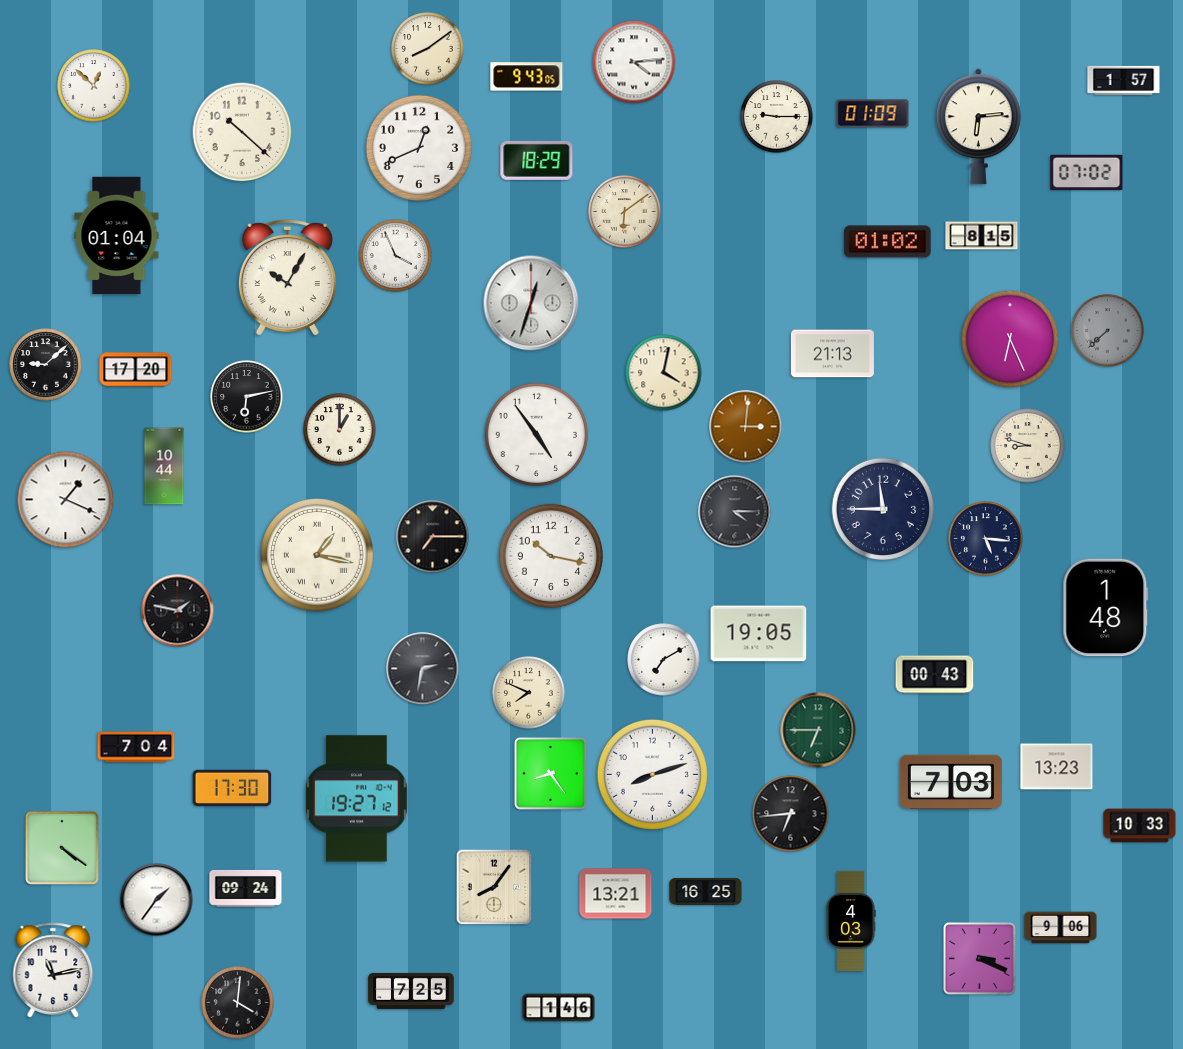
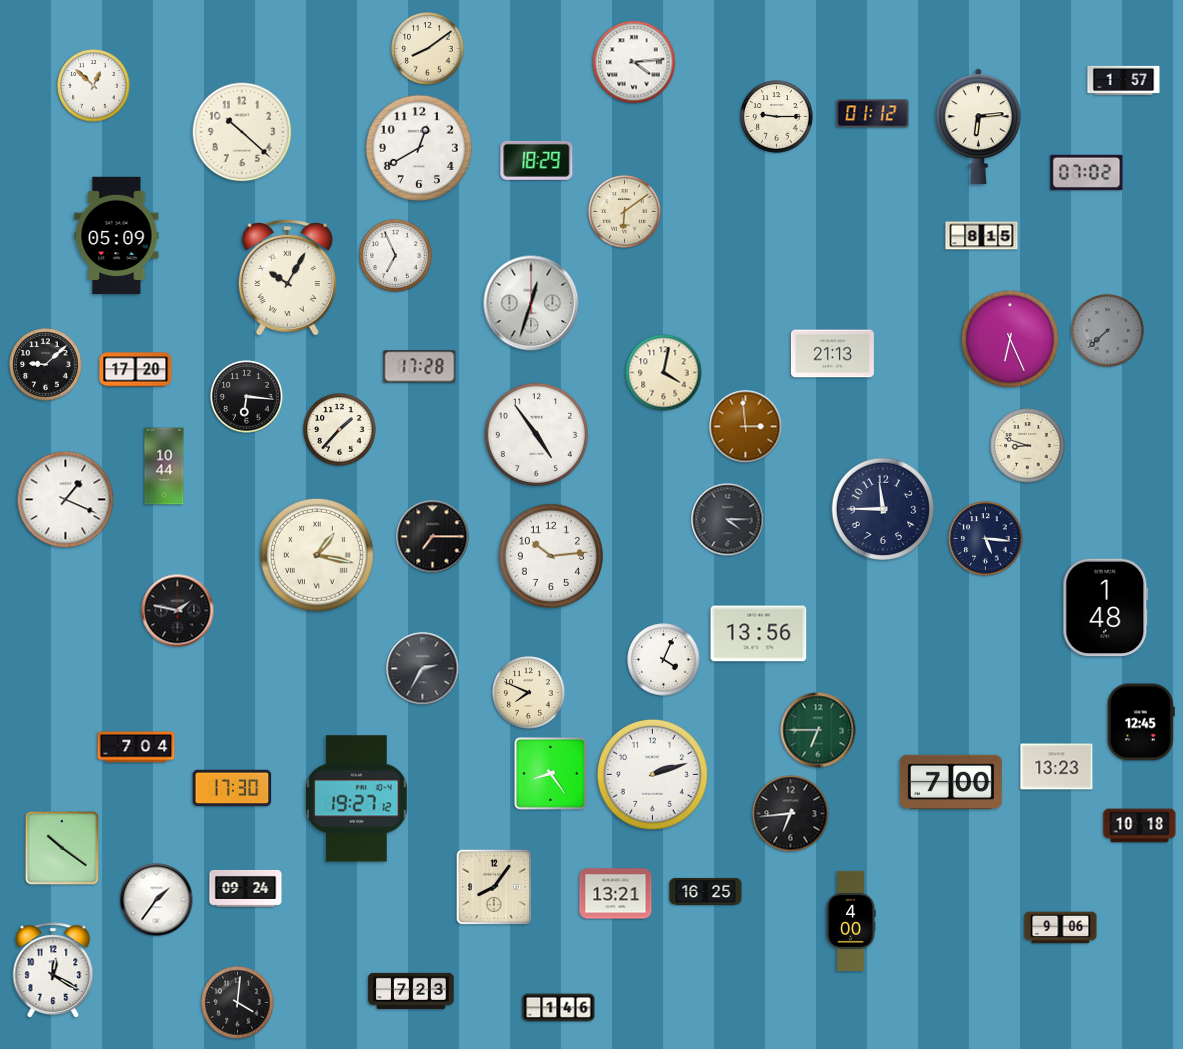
clock at (527, 77): 9:43 -> none
clock at (873, 114): 01:09 -> 01:12
clock at (419, 148): 12:41 -> 12:40
clock at (117, 236): 01:04 -> 05:09
clock at (888, 242): 01:02 -> none
clock at (396, 256): 3:56 -> 6:56
clock at (420, 367): none -> 17:28
clock at (247, 397): 6:13 -> 6:16
clock at (746, 427): 3:01 -> 2:59
clock at (340, 430): 1:00 -> 1:37
clock at (735, 512) position: (735, 512) -> (728, 520)
clock at (551, 556): 10:17 -> 10:14
clock at (759, 634): 19:05 -> 13:56
clock at (664, 660): 7:10 -> 4:04
clock at (423, 669): 2:32 -> 2:35
clock at (935, 675): 00:43 -> none
clock at (1141, 722): none -> 12:45
clock at (652, 774): 8:12 -> 2:12
clock at (951, 781): 7:03 -> 7:00
clock at (1140, 826): 10:33 -> 10:18
clock at (62, 848): 4:21 -> 10:21
clock at (851, 921): 4:03 -> 4:00
clock at (980, 959): 3:19 -> none
clock at (53, 970): 11:13 -> 12:20
clock at (411, 991): 7:25 -> 7:23
